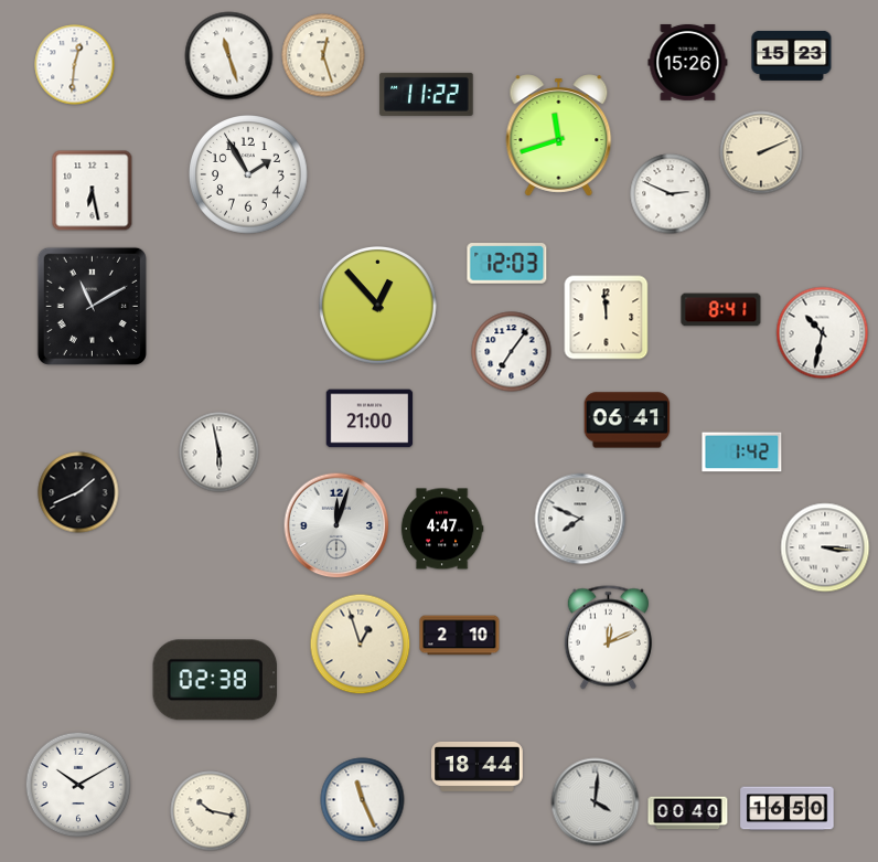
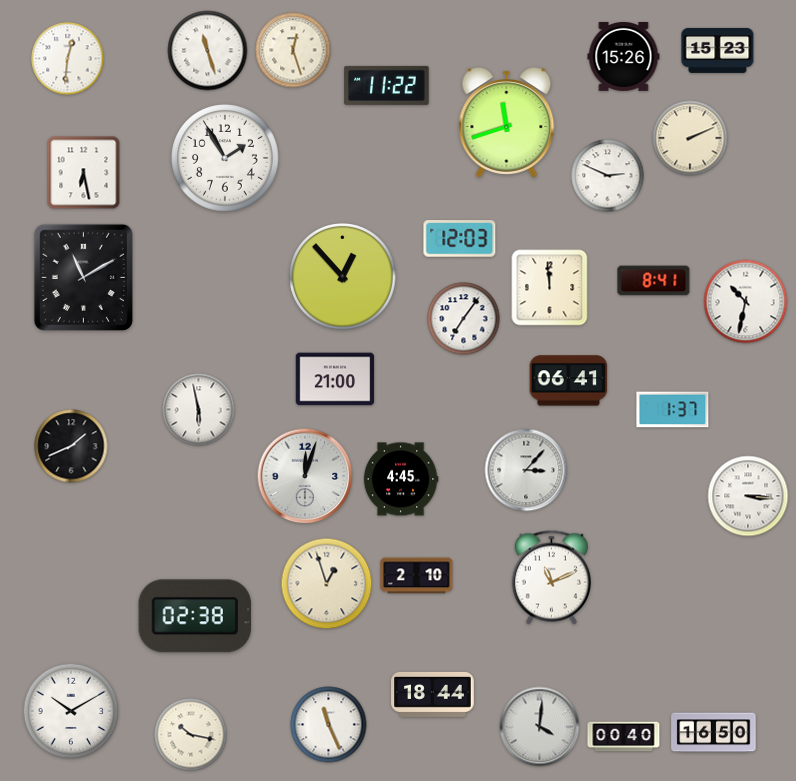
clock at (742, 453): 1:42 -> 1:37
clock at (580, 519): 7:49 -> 3:07
clock at (442, 529): 4:47 -> 4:45
clock at (608, 638): 12:11 -> 11:11
